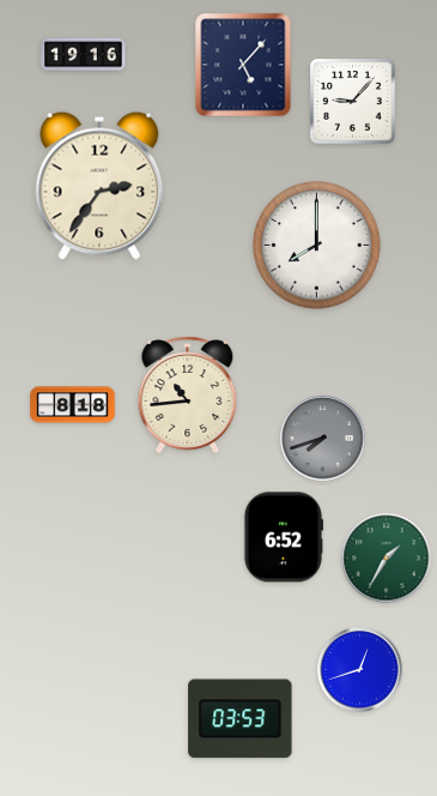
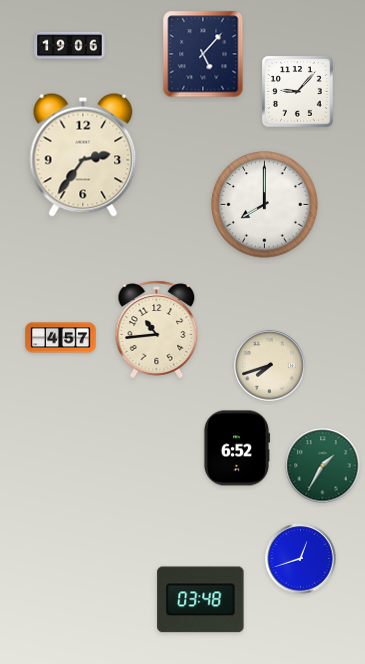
clock at (84, 55): 19:16 -> 19:06
clock at (353, 102) position: (353, 102) -> (298, 92)
clock at (73, 405): 8:18 -> 4:57
clock at (323, 439) dial: grey -> cream
clock at (241, 719): 03:53 -> 03:48
